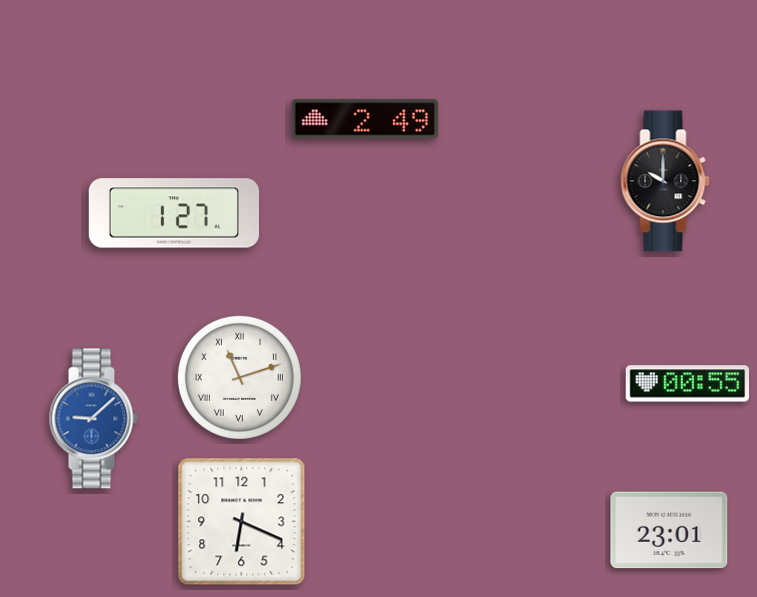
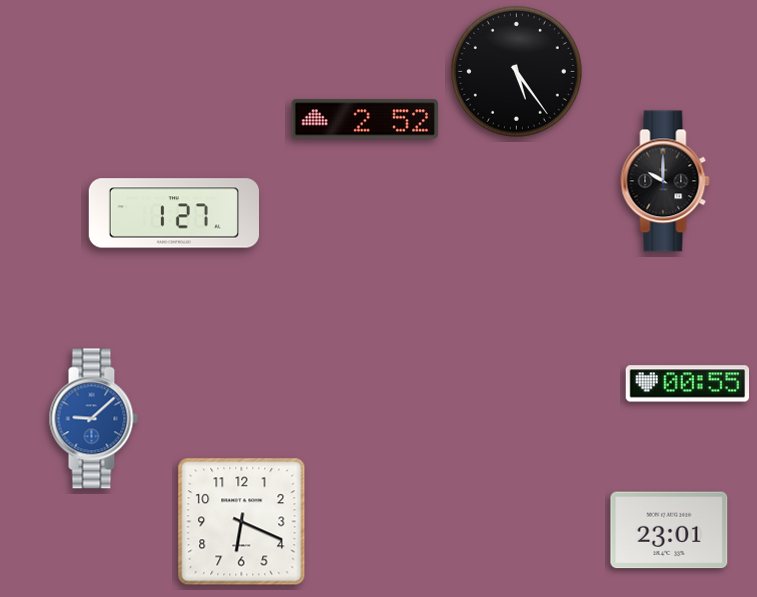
clock at (516, 71): none -> 5:24
clock at (365, 119): 2:49 -> 2:52
clock at (239, 377): 11:12 -> none
